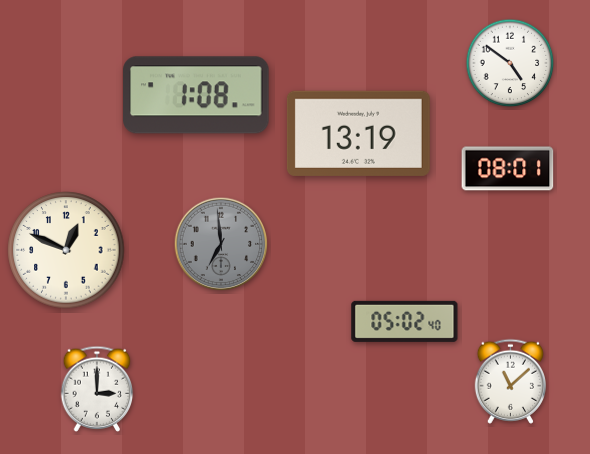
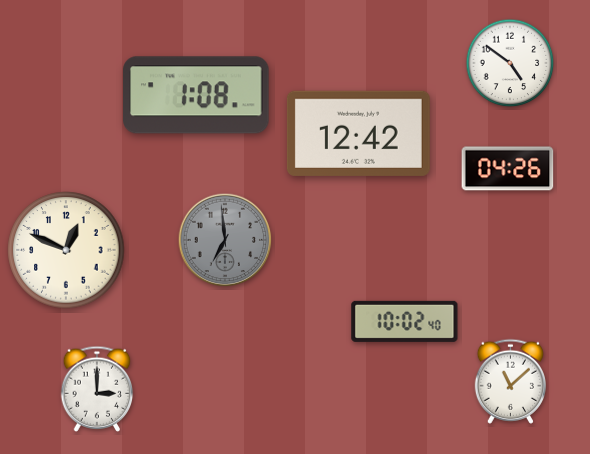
clock at (358, 133): 13:19 -> 12:42
clock at (508, 169): 08:01 -> 04:26
clock at (221, 244) position: (221, 244) -> (225, 240)
clock at (405, 321): 05:02 -> 10:02
